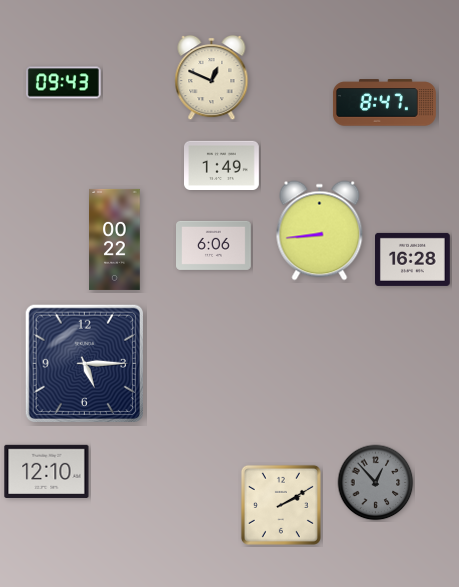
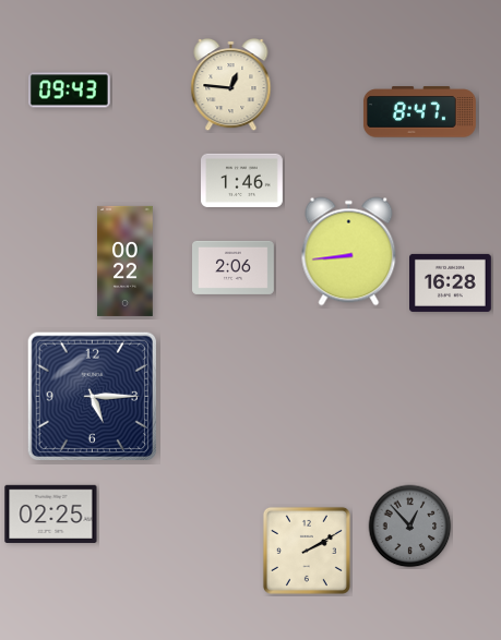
clock at (212, 78): 12:49 -> 12:46
clock at (222, 166): 1:49 -> 1:46
clock at (214, 245): 6:06 -> 2:06
clock at (47, 471): 12:10 -> 02:25
